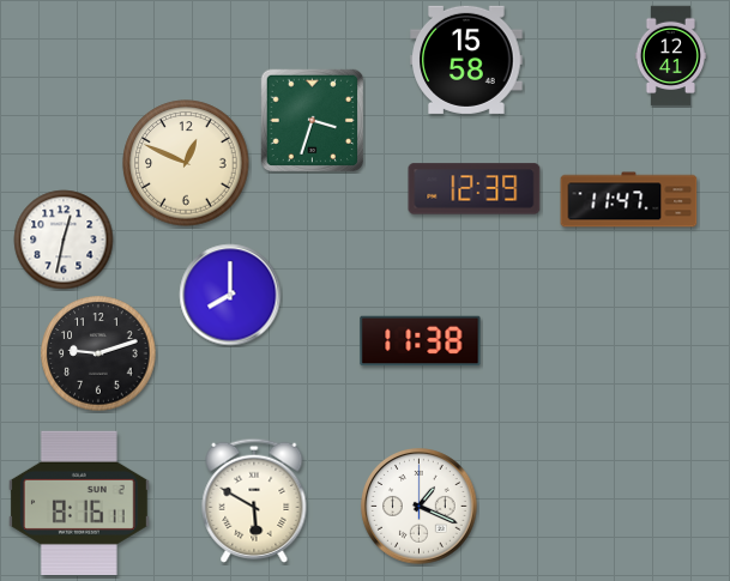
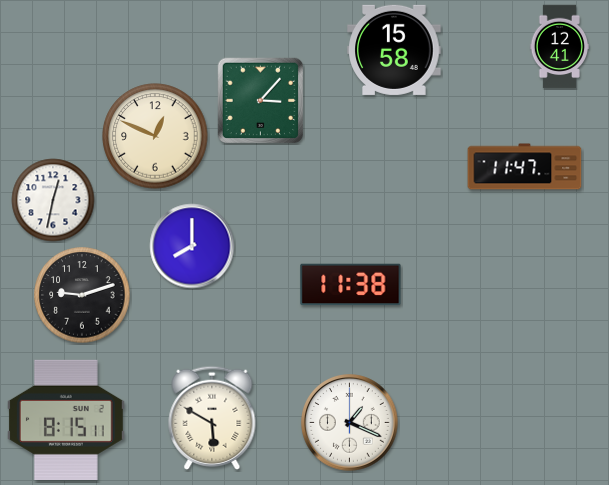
clock at (466, 60) position: (466, 60) -> (394, 50)
clock at (313, 121): 3:33 -> 3:07
clock at (475, 189): 12:39 -> none
clock at (79, 503): 8:16 -> 8:15
